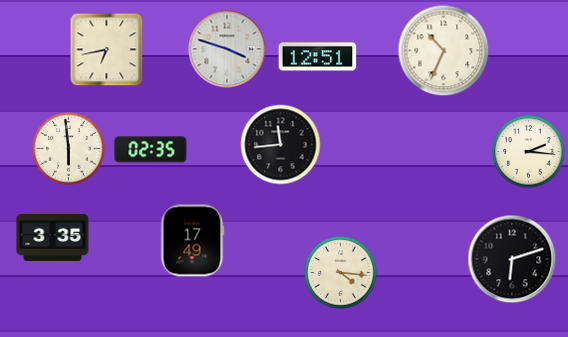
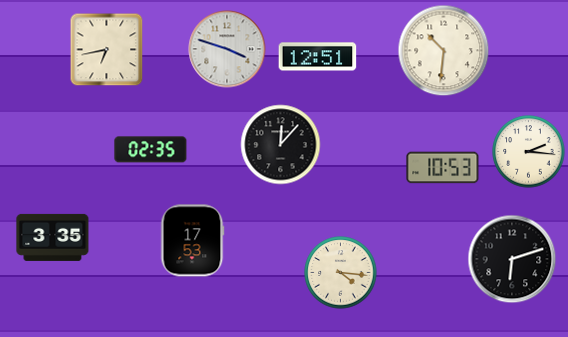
clock at (444, 51): 10:34 -> 10:31
clock at (281, 145): 11:44 -> 12:07
clock at (69, 149): 5:59 -> none
clock at (443, 168): none -> 10:53
clock at (192, 241): 17:49 -> 17:53
